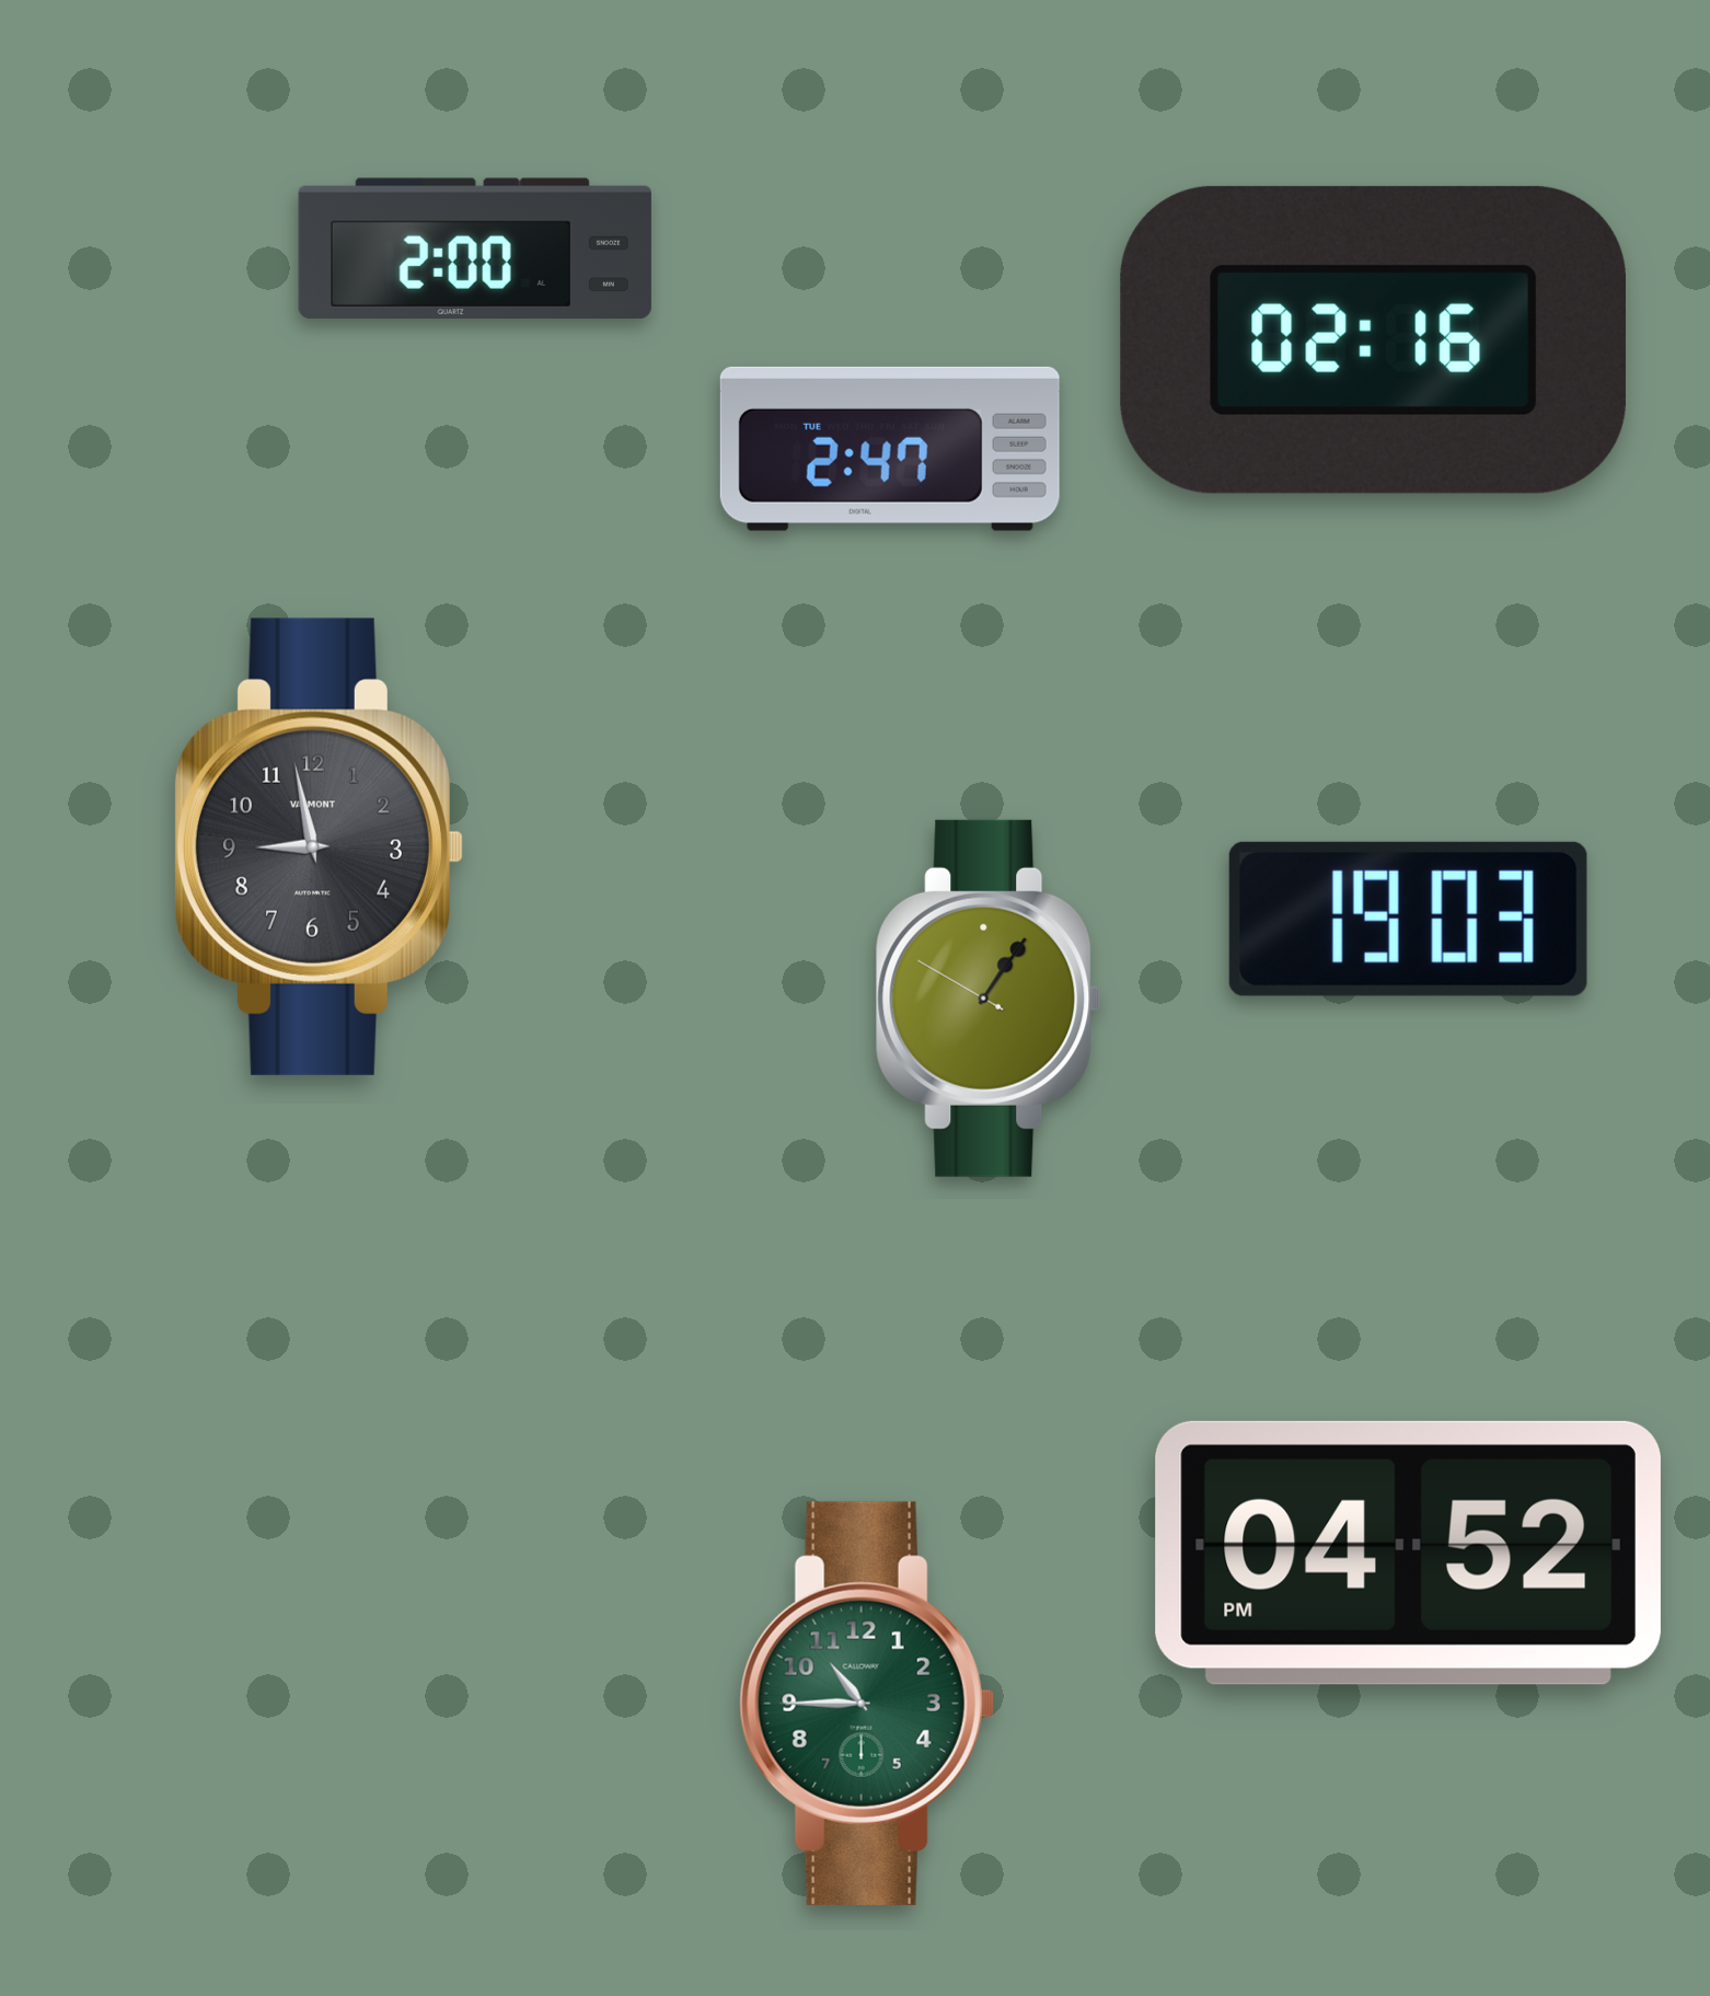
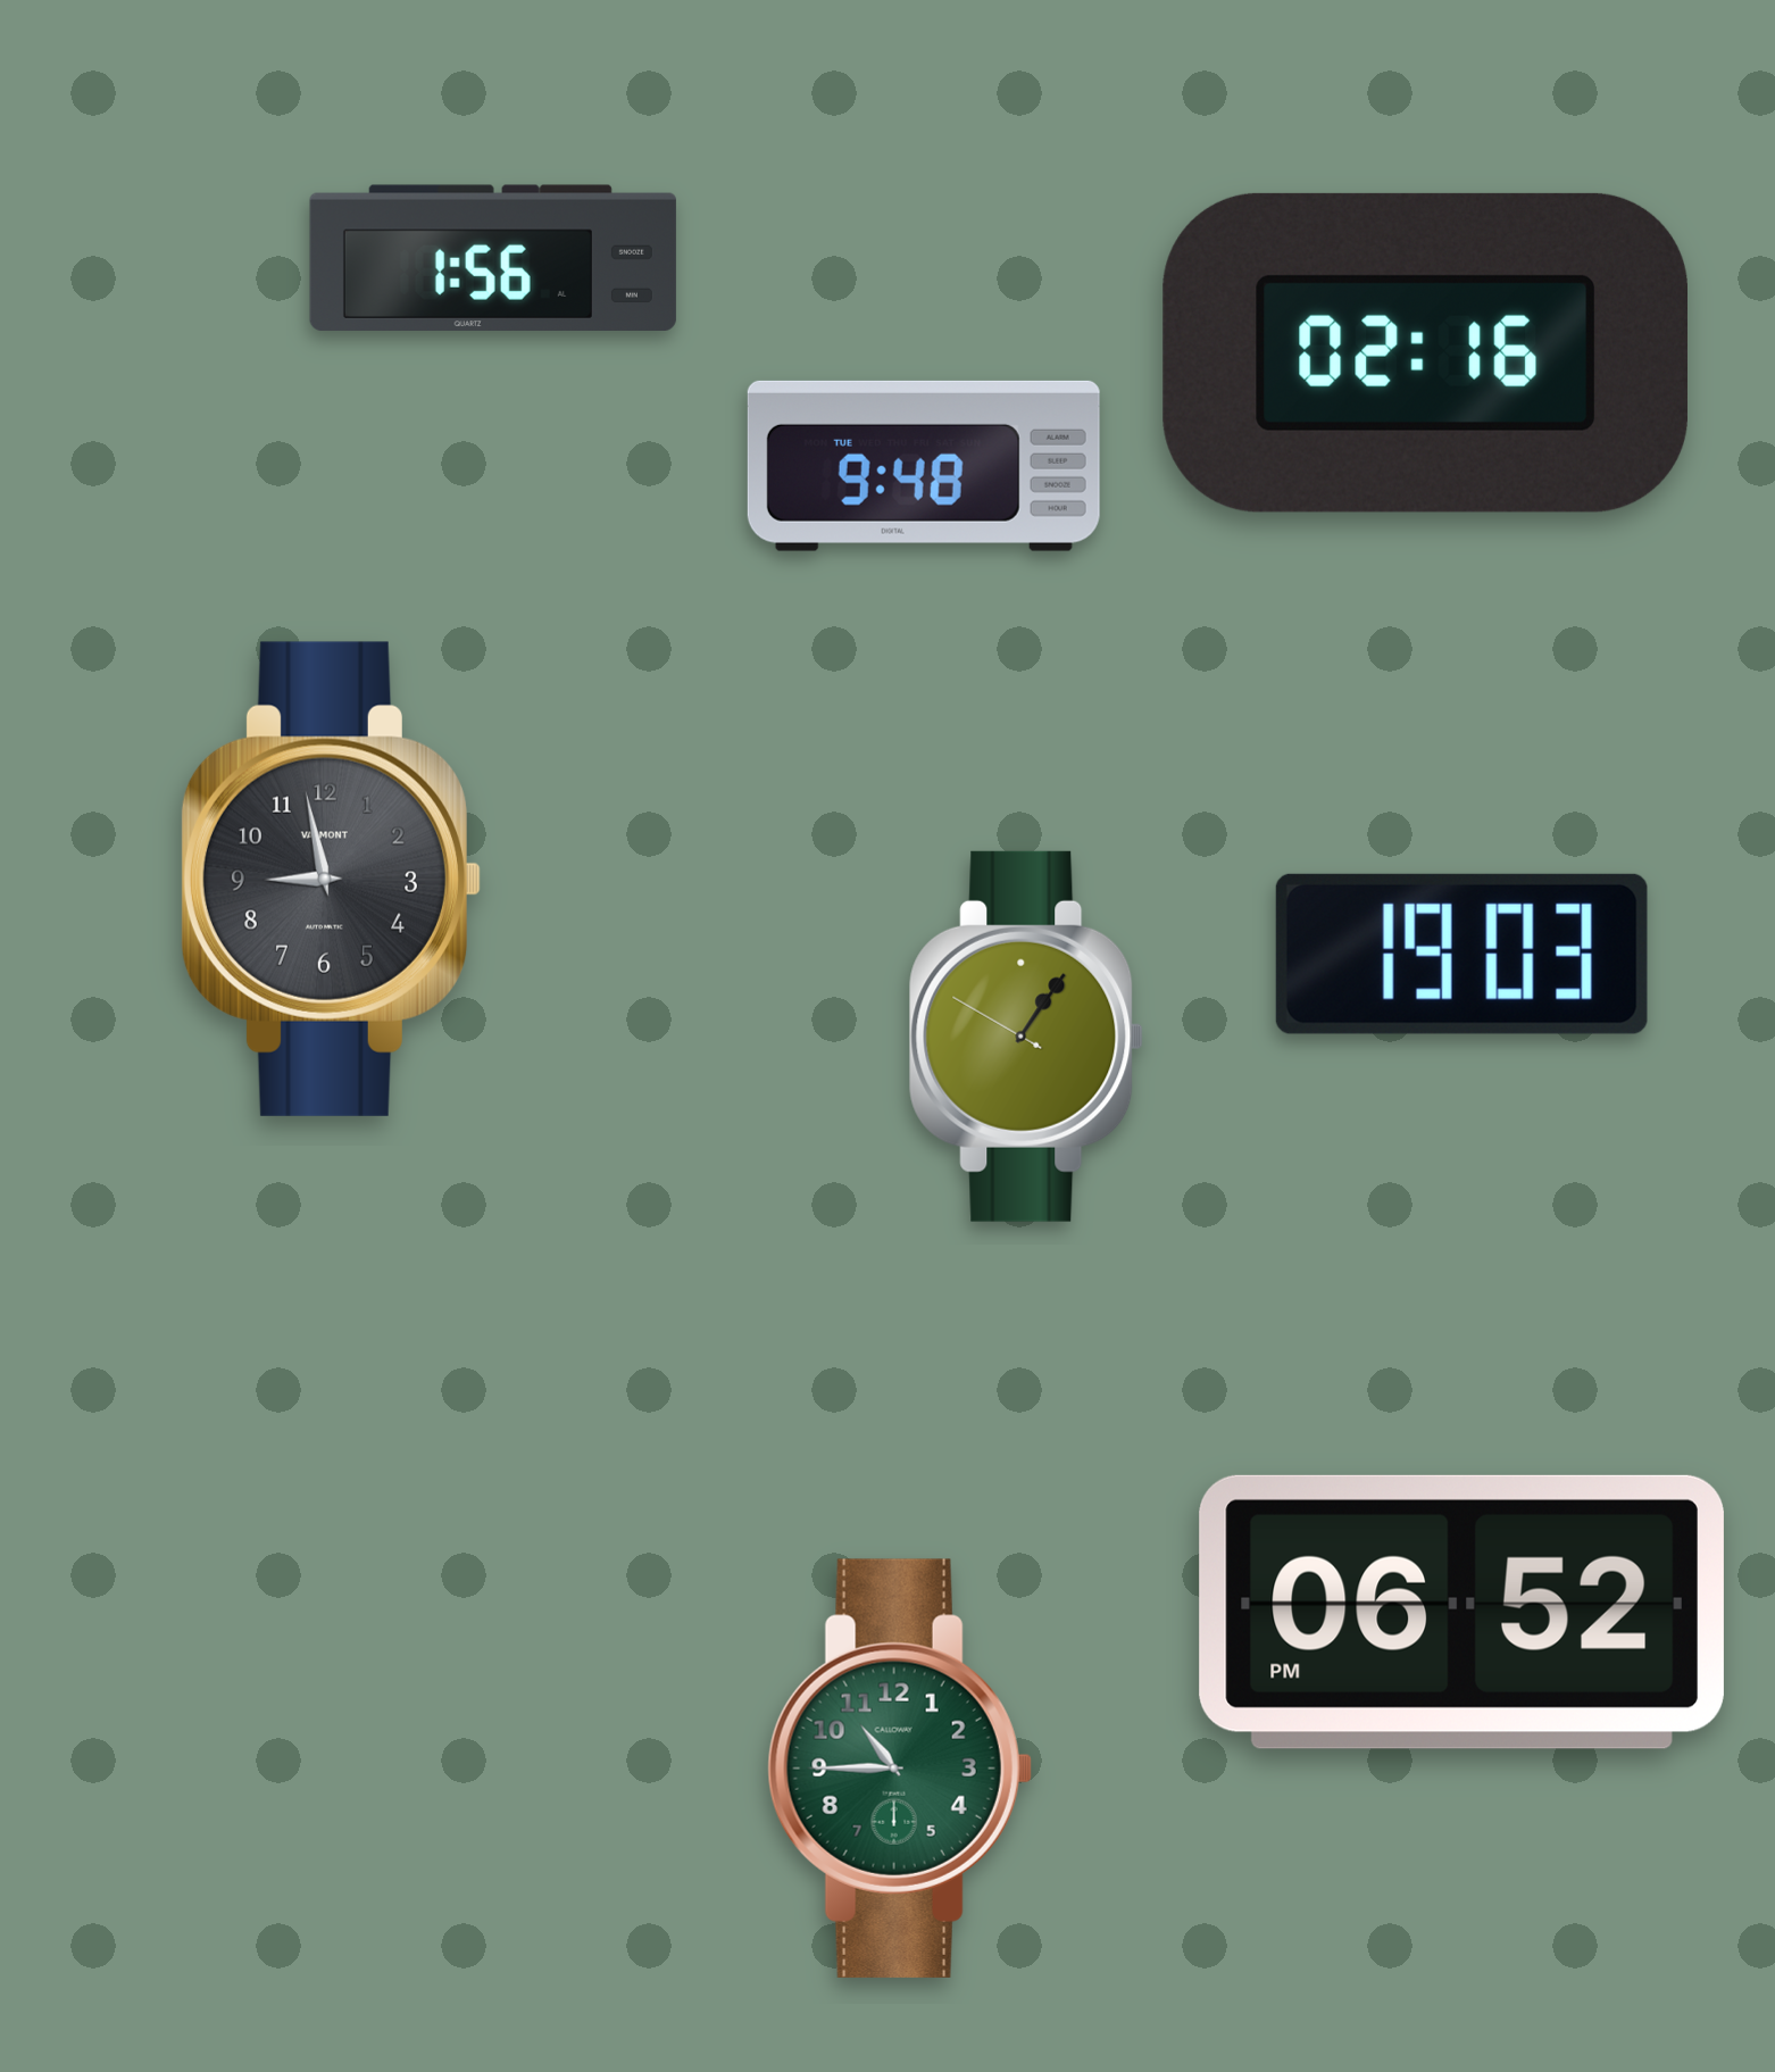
clock at (475, 249): 2:00 -> 1:56
clock at (890, 449): 2:47 -> 9:48
clock at (1408, 1553): 04:52 -> 06:52
